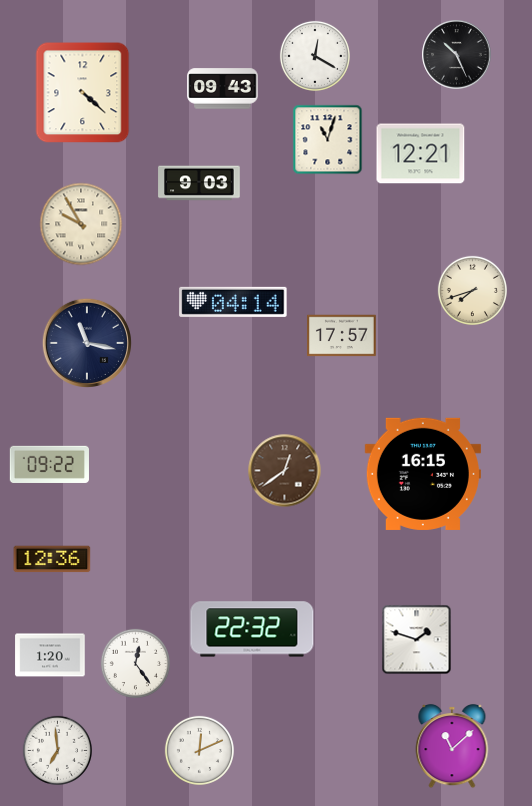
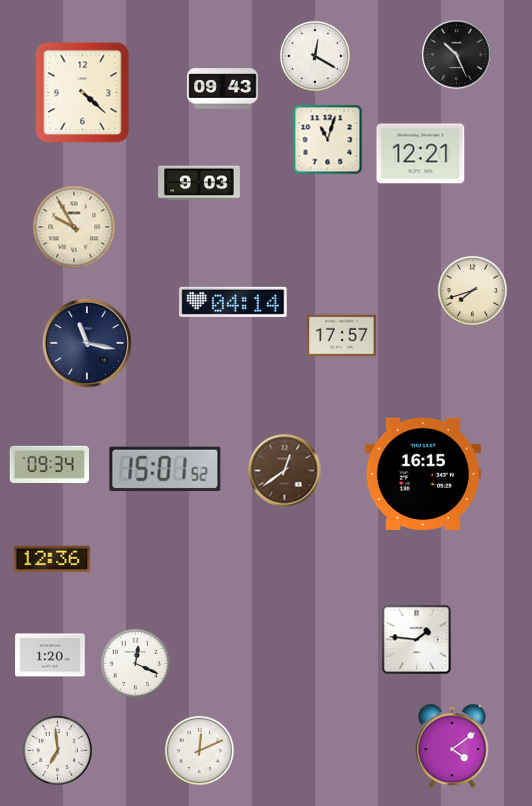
clock at (81, 224) position: (81, 224) -> (74, 227)
clock at (49, 464): 09:22 -> 09:34
clock at (165, 469): none -> 15:01
clock at (252, 629): 22:32 -> none
clock at (417, 640): 1:48 -> 1:46
clock at (135, 663): 12:24 -> 12:19
clock at (452, 746): 11:08 -> 4:09
